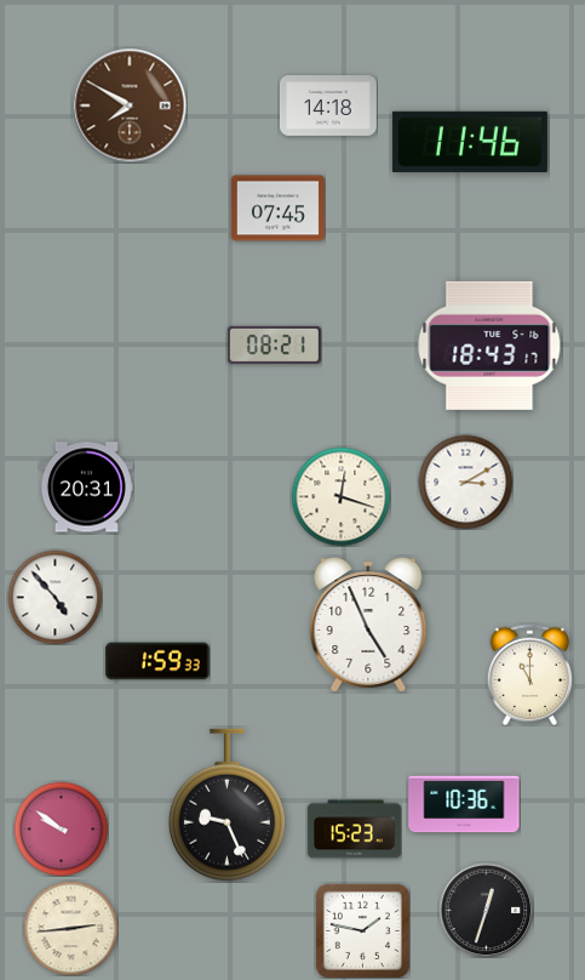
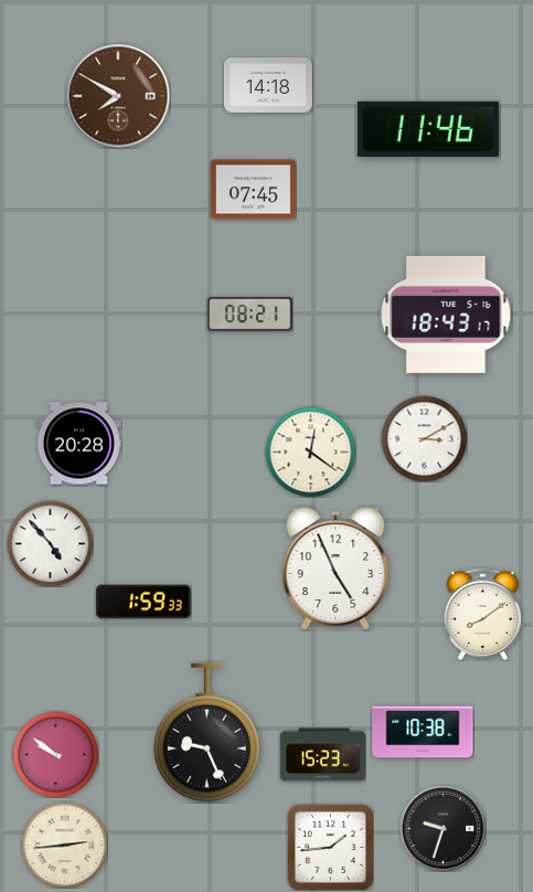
clock at (328, 107) position: (328, 107) -> (268, 86)
clock at (86, 488): 20:31 -> 20:28
clock at (340, 496): 12:18 -> 12:21
clock at (530, 674): 11:00 -> 8:09
clock at (464, 804): 10:36 -> 10:38
clock at (486, 910): 12:33 -> 9:33
clock at (362, 930): 1:47 -> 1:44
